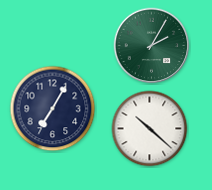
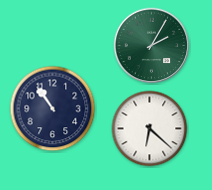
clock at (53, 109): 7:05 -> 10:54
clock at (150, 129): 10:22 -> 6:22
